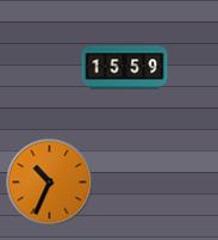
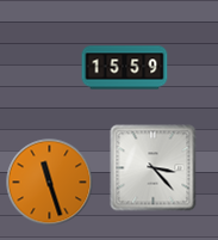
clock at (154, 168): none -> 3:23
clock at (50, 183): 10:34 -> 11:27
